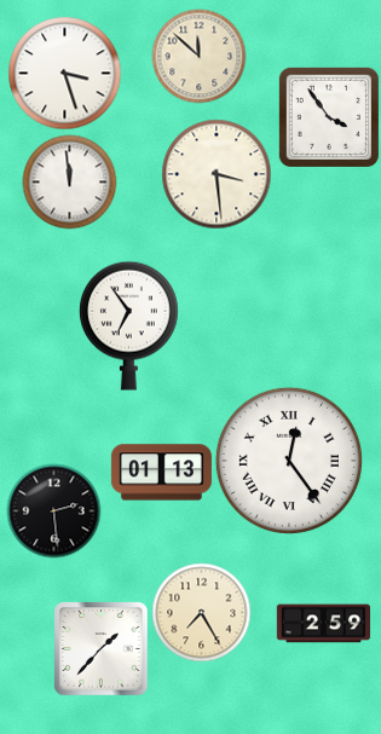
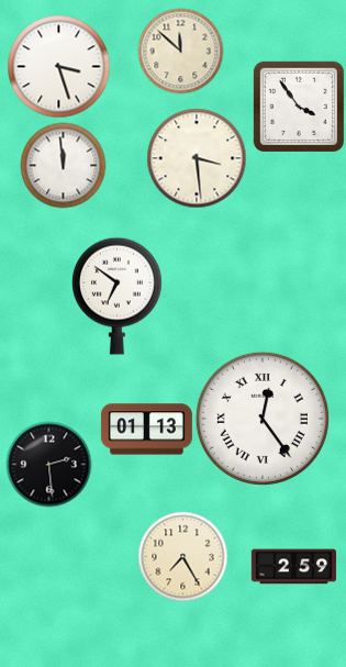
clock at (129, 325): 6:54 -> 6:51
clock at (100, 648): 1:37 -> none
